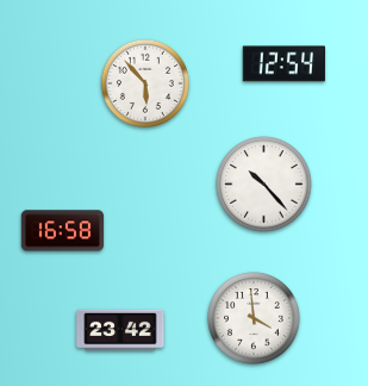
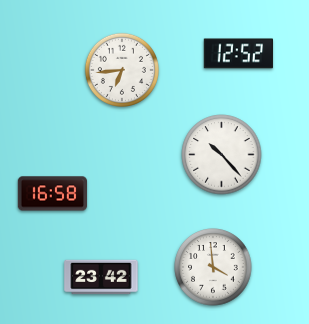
clock at (283, 64): 12:54 -> 12:52
clock at (145, 83): 5:53 -> 6:44
